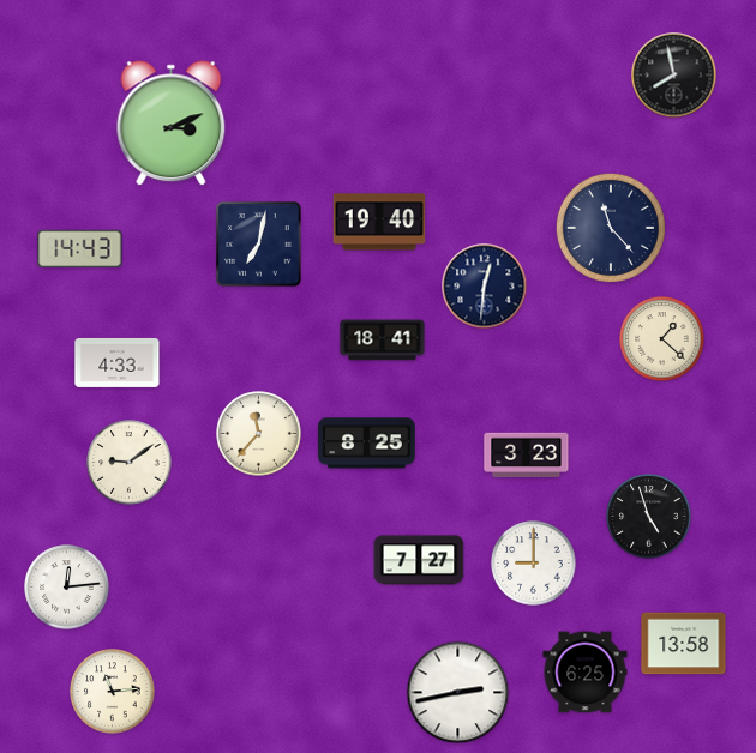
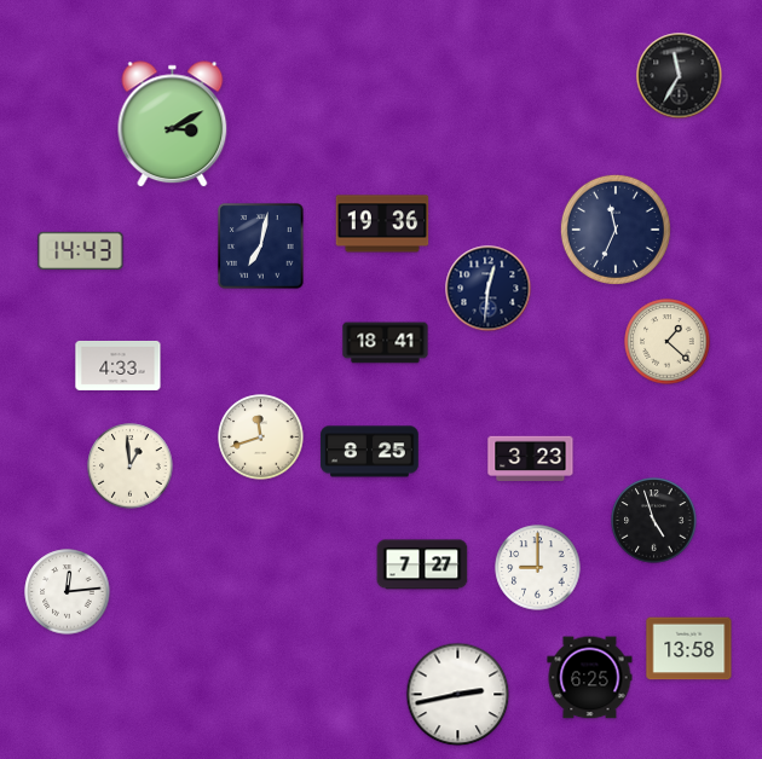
clock at (674, 76): 7:58 -> 11:35
clock at (172, 124): 3:11 -> 3:10
clock at (379, 222): 19:40 -> 19:36
clock at (611, 228): 11:23 -> 11:34
clock at (259, 434): 11:37 -> 11:42
clock at (367, 444) position: (367, 444) -> (370, 452)
clock at (130, 463): 9:09 -> 12:59
clock at (113, 692): 11:14 -> none
clock at (458, 693) position: (458, 693) -> (458, 695)
